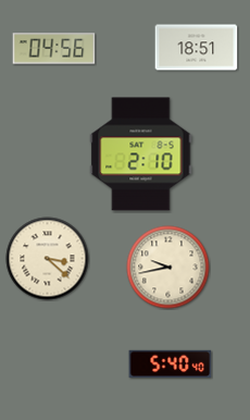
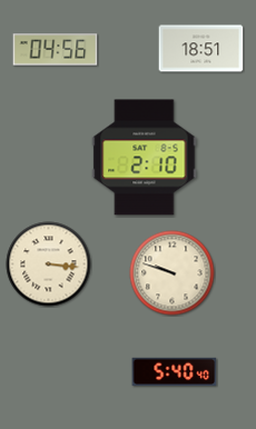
clock at (48, 259): 3:22 -> 3:16
clock at (168, 268): 9:43 -> 9:48
